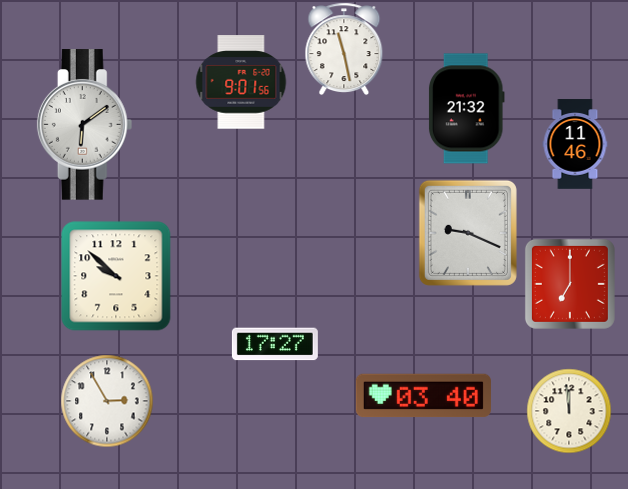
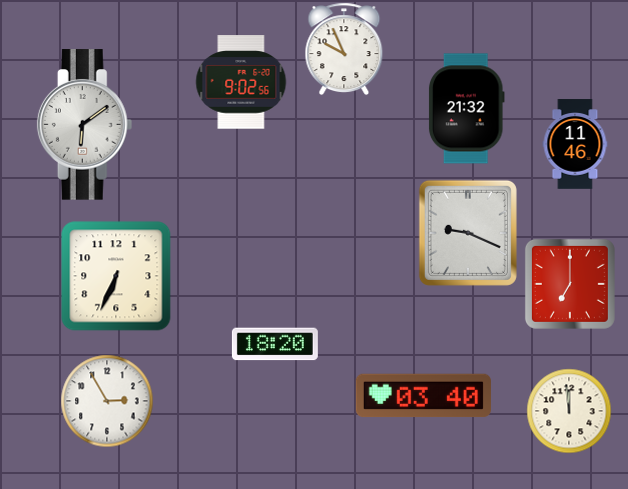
clock at (344, 49): 11:28 -> 9:56
clock at (241, 82): 9:01 -> 9:02
clock at (116, 276): 9:52 -> 6:34
clock at (275, 344): 17:27 -> 18:20
